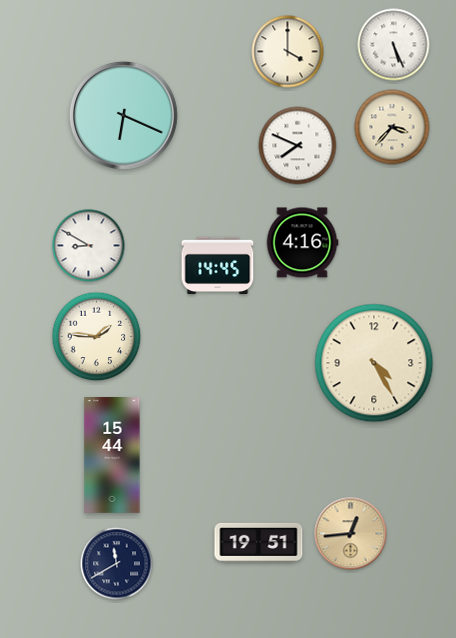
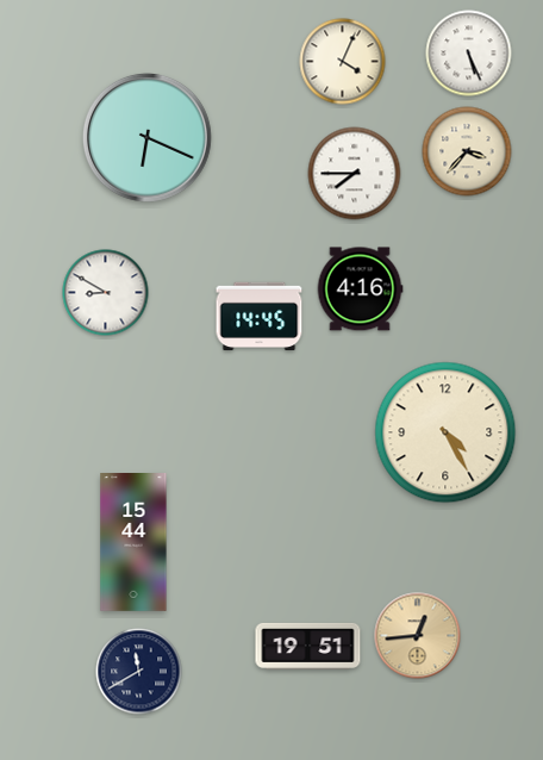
clock at (288, 52): 4:00 -> 4:04
clock at (298, 146): 7:49 -> 7:45
clock at (97, 337): 1:46 -> none
